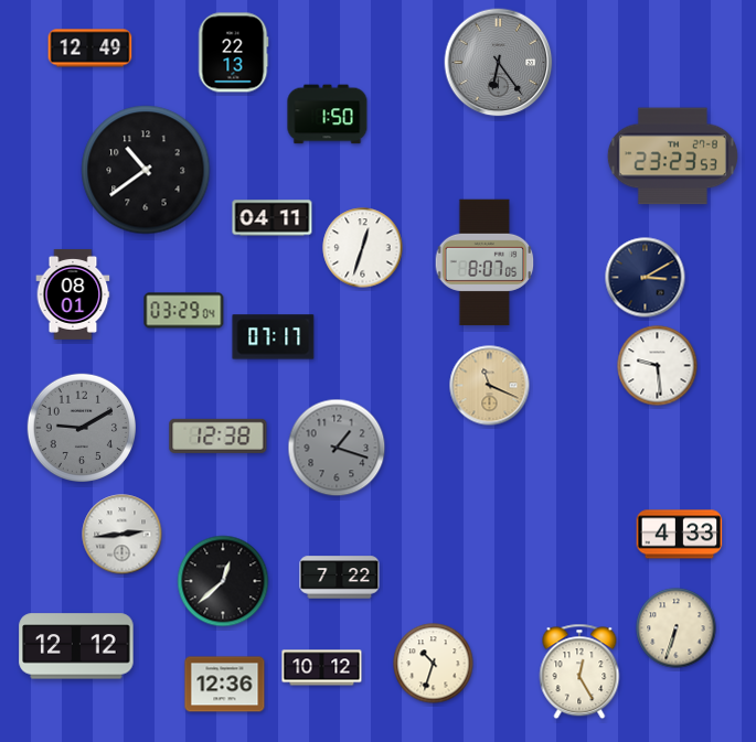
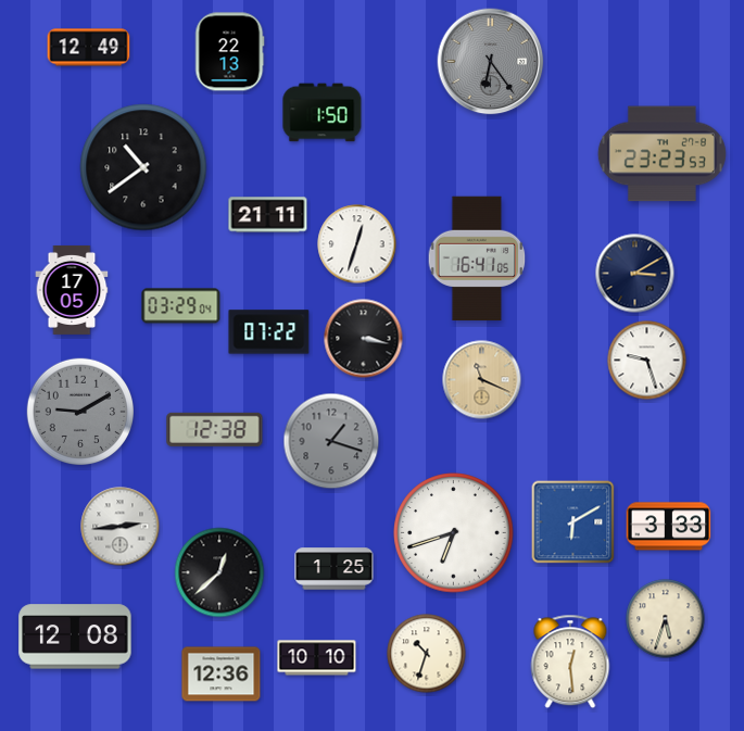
clock at (273, 218): 04:11 -> 21:11
clock at (485, 262): 8:07 -> 16:41
clock at (73, 294): 08:01 -> 17:05
clock at (274, 337): 07:17 -> 07:22
clock at (364, 339): none -> 3:17
clock at (658, 366): 9:29 -> 9:27
clock at (81, 427) position: (81, 427) -> (79, 411)
clock at (573, 522): none -> 6:10
clock at (680, 535): 4:33 -> 3:33
clock at (454, 533): none -> 6:42
clock at (340, 578): 7:22 -> 1:25
clock at (677, 628): 6:33 -> 5:33
clock at (76, 646): 12:12 -> 12:08
clock at (322, 668): 10:12 -> 10:10
clock at (579, 671): 12:25 -> 12:29
